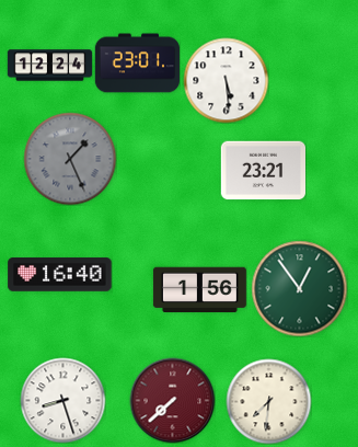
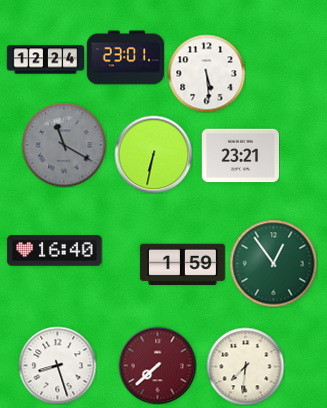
clock at (70, 159): 1:26 -> 11:20
clock at (153, 154): none -> 6:32
clock at (199, 290): 1:56 -> 1:59
